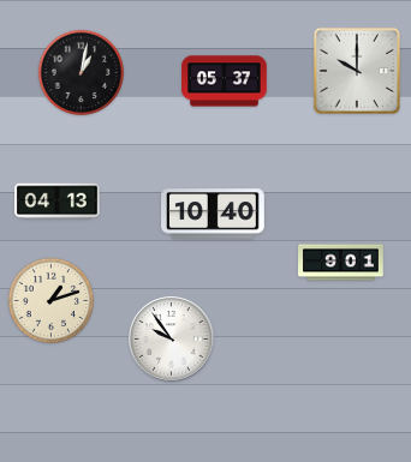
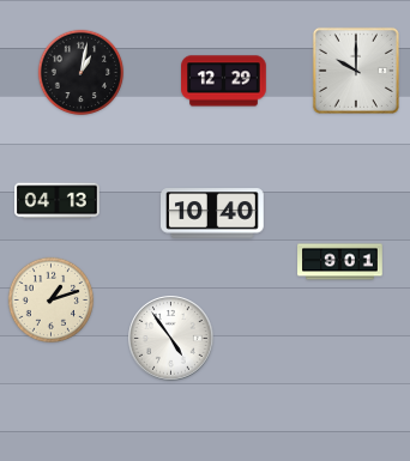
clock at (225, 82): 05:37 -> 12:29
clock at (172, 340): 9:54 -> 4:54
